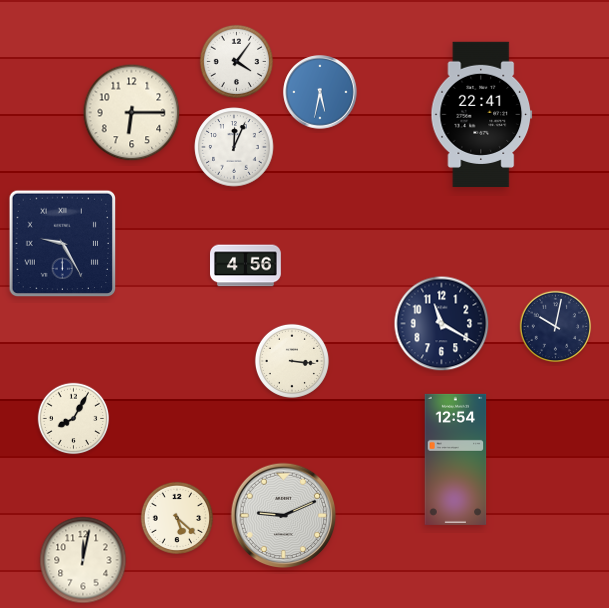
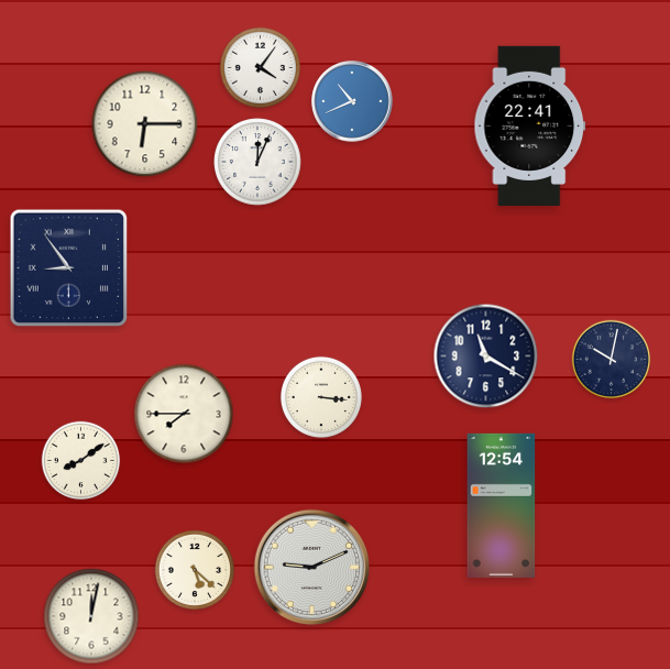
clock at (320, 92): 5:32 -> 10:41
clock at (63, 244): 9:25 -> 8:54
clock at (246, 266): 4:56 -> none
clock at (184, 414): none -> 7:45
clock at (74, 419): 8:05 -> 8:09
